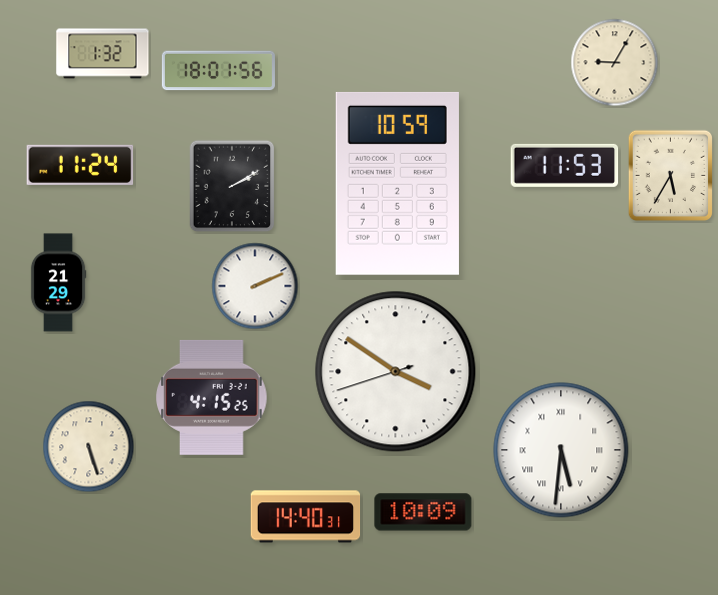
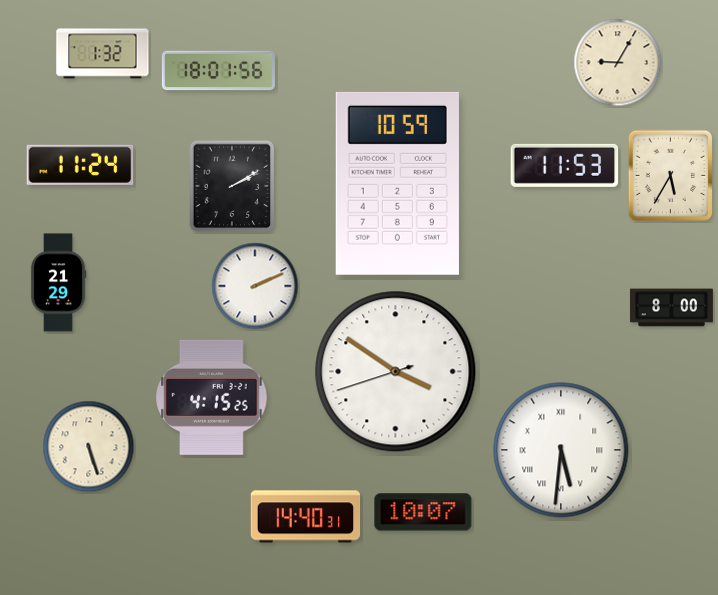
clock at (615, 63) position: (615, 63) -> (618, 63)
clock at (671, 308): none -> 8:00
clock at (423, 512): 10:09 -> 10:07
